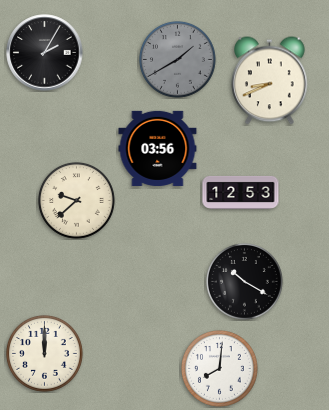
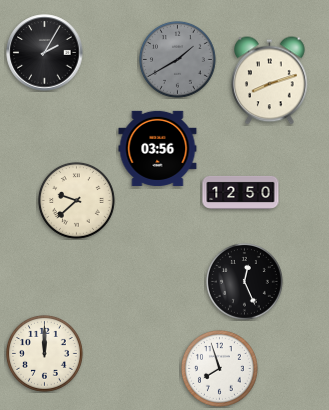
clock at (270, 81): 8:41 -> 8:12
clock at (241, 192): 12:53 -> 12:50
clock at (245, 282): 10:20 -> 12:26
clock at (220, 369): 8:01 -> 7:57
